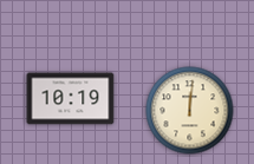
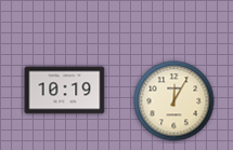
clock at (190, 111): 12:01 -> 12:05
